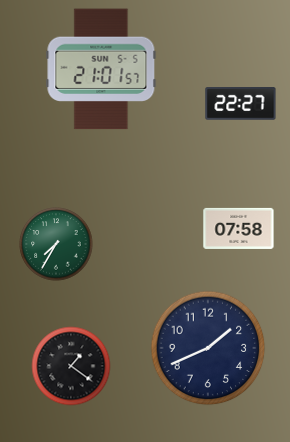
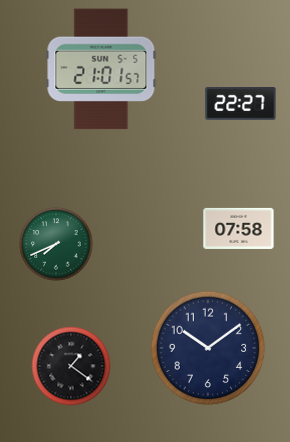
clock at (56, 244): 7:35 -> 7:41
clock at (208, 348): 1:41 -> 10:09
